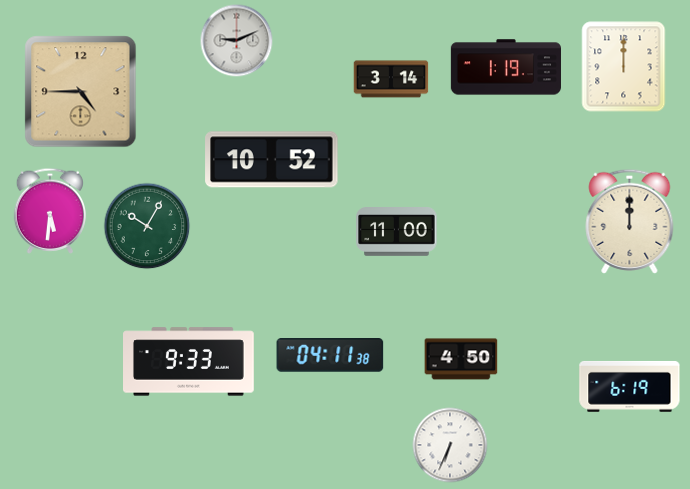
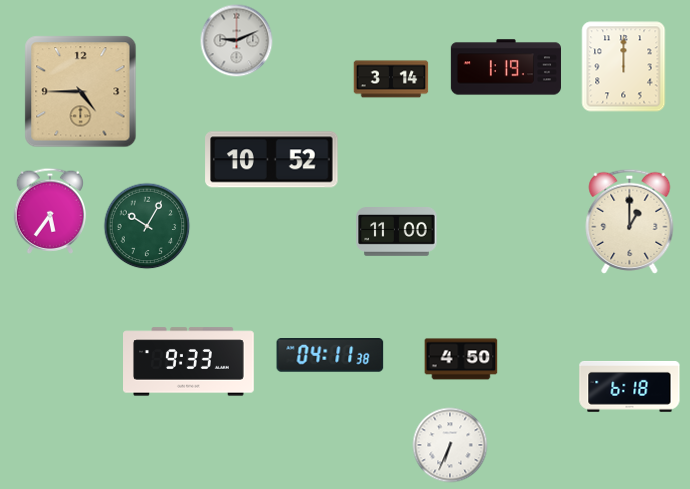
clock at (50, 211): 5:31 -> 5:36
clock at (630, 221): 12:00 -> 1:00
clock at (630, 386): 6:19 -> 6:18
